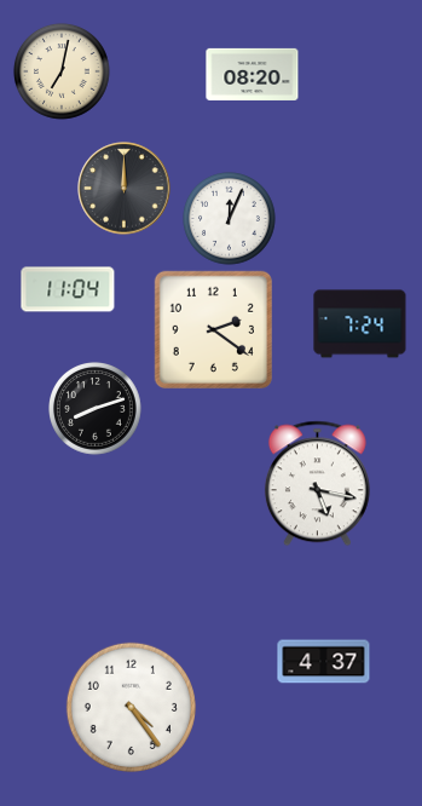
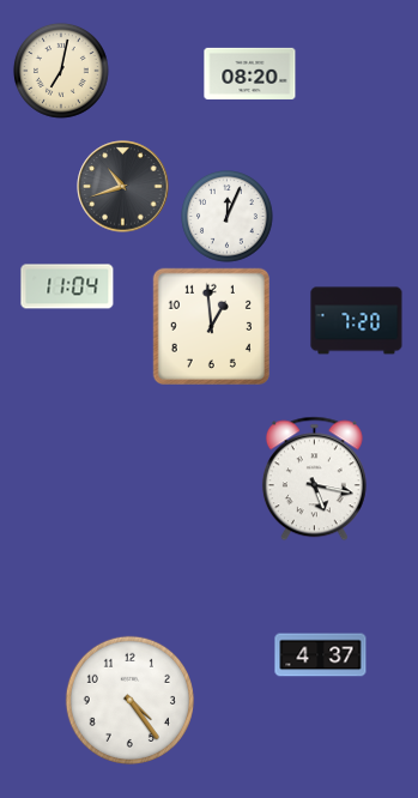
clock at (125, 189): 12:00 -> 10:42
clock at (360, 324): 7:24 -> 7:20
clock at (213, 329): 2:21 -> 12:59
clock at (96, 409): 8:12 -> none
